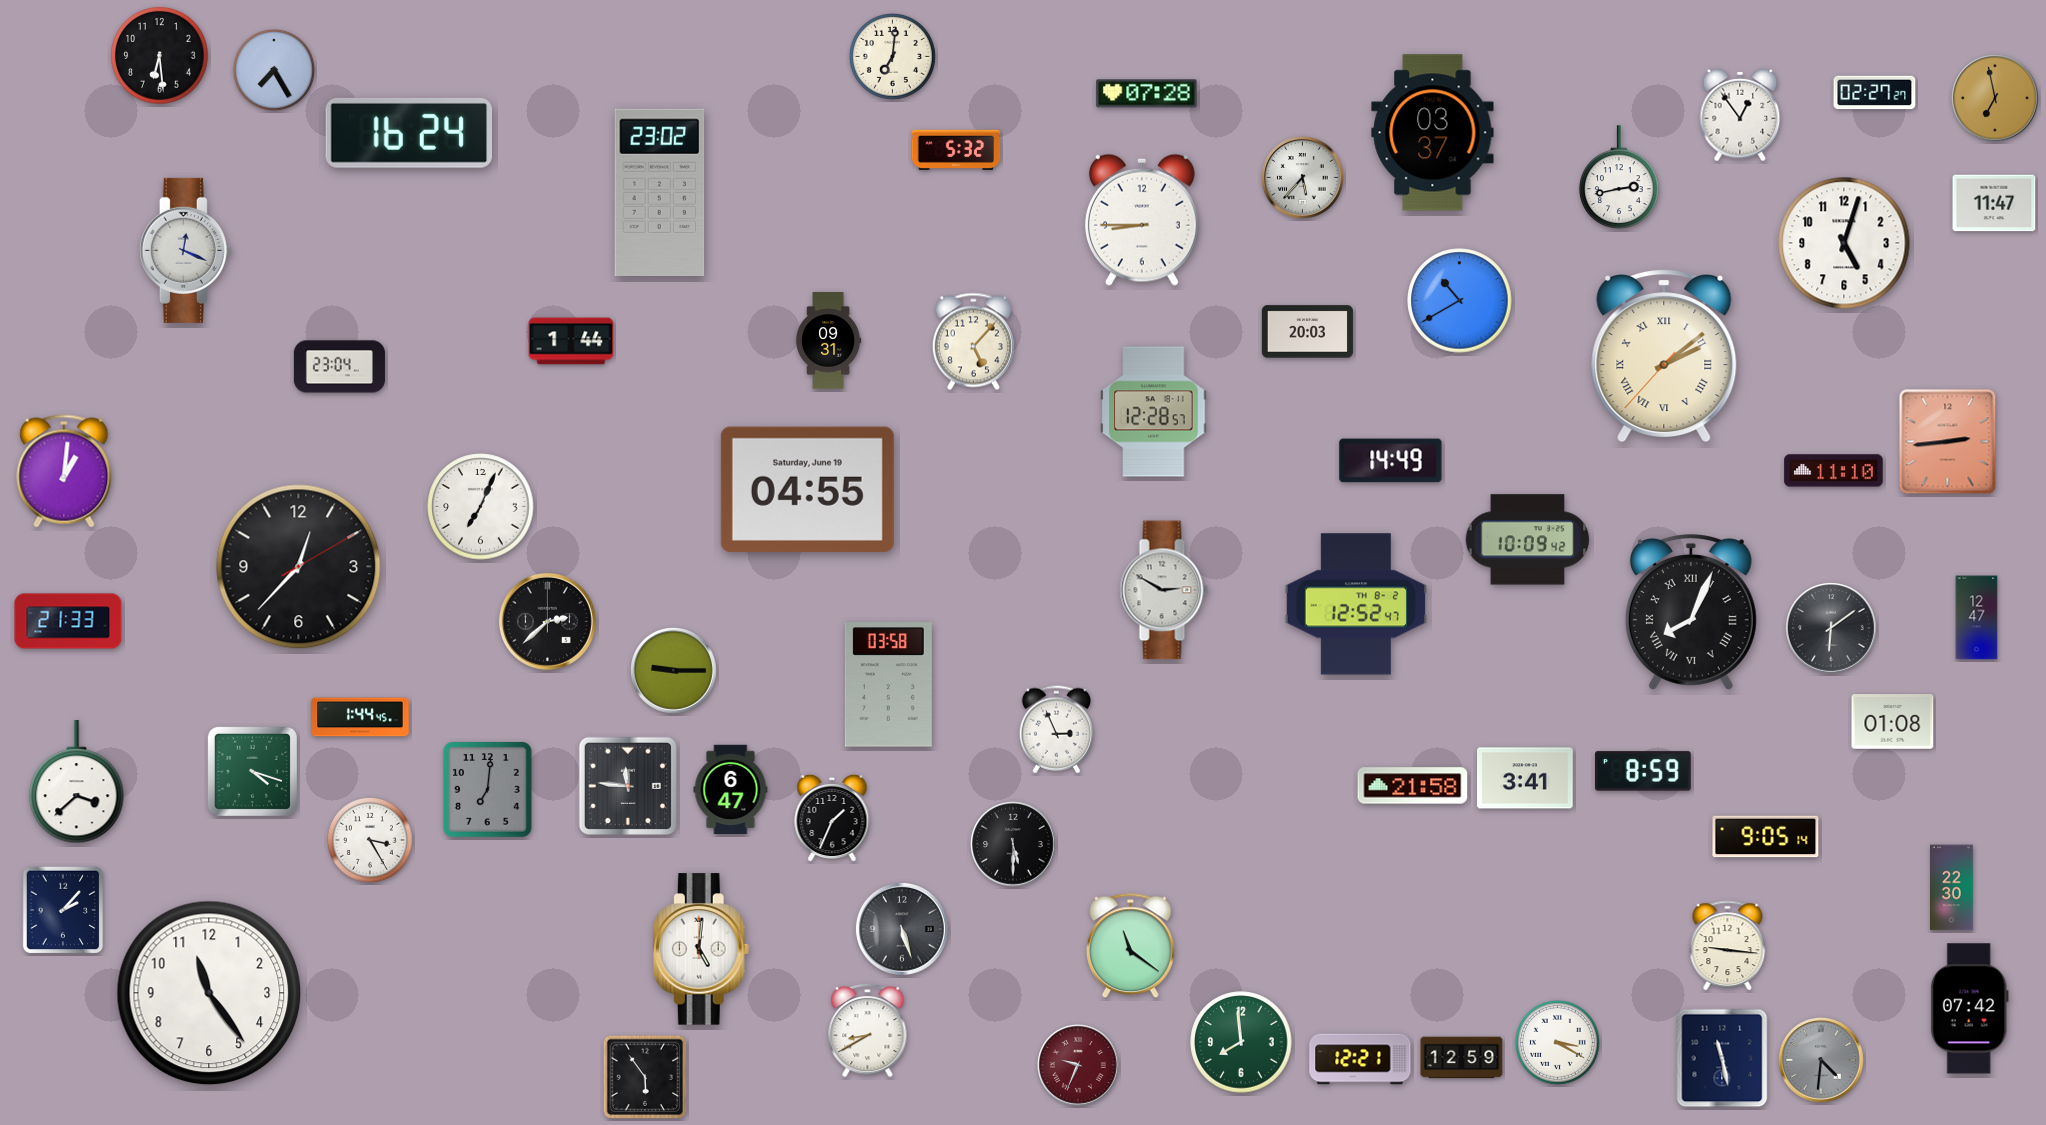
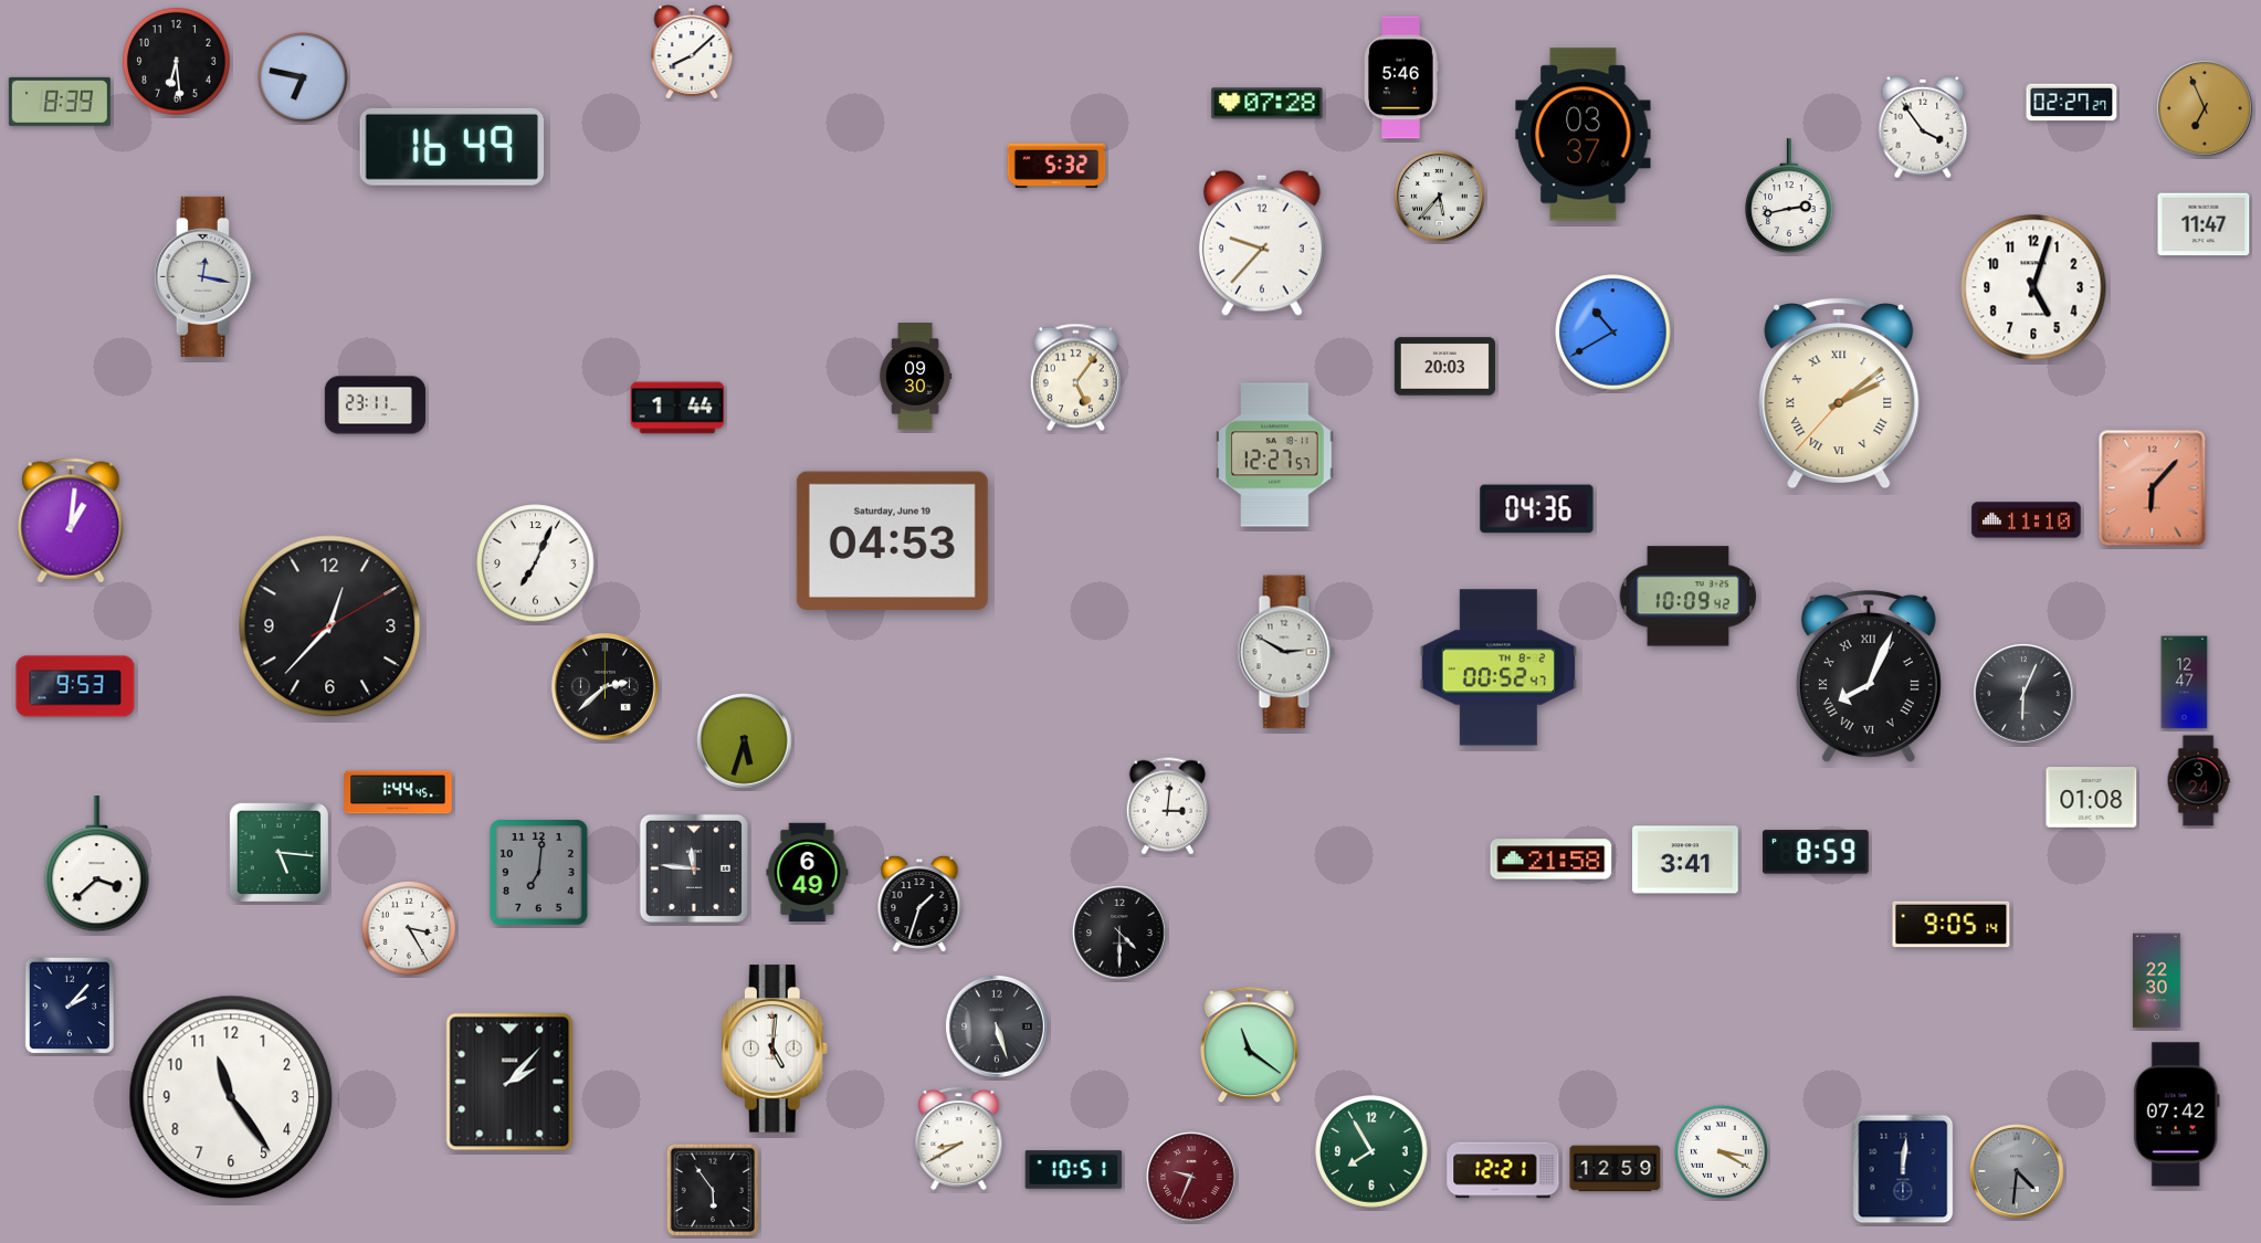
clock at (692, 52): none -> 8:08
clock at (892, 56): 7:01 -> none
clock at (274, 70): 7:25 -> 6:47
clock at (1401, 77): none -> 5:46
clock at (60, 102): none -> 8:39
clock at (1996, 99): 6:58 -> 6:56
clock at (1740, 115): 12:54 -> 3:54
clock at (409, 133): 16:24 -> 16:49
clock at (1433, 133) position: (1433, 133) -> (1584, 135)
clock at (660, 192): 23:02 -> none
clock at (1142, 220): 8:45 -> 9:37
clock at (1844, 243) position: (1844, 243) -> (2033, 287)
clock at (185, 250): 12:19 -> 12:17
clock at (571, 341) position: (571, 341) -> (677, 408)
clock at (828, 341): 09:31 -> 09:30
clock at (973, 342): 5:07 -> 5:06
clock at (339, 367): 23:04 -> 23:11
clock at (1154, 412): 12:28 -> 12:27
clock at (1948, 442): 2:44 -> 6:07
clock at (1391, 461): 14:49 -> 04:36
clock at (807, 489): 04:55 -> 04:53
clock at (481, 507) position: (481, 507) -> (536, 563)
clock at (1355, 604): 12:52 -> 00:52
clock at (68, 621): 21:33 -> 9:53
clock at (1832, 629): 6:09 -> 6:04
clock at (674, 671): 9:15 -> 5:33
clock at (888, 685): 03:58 -> none
clock at (2198, 781): none -> 3:24
clock at (1056, 730): 2:56 -> 3:01
clock at (252, 771): 4:18 -> 5:16
clock at (77, 783) position: (77, 783) -> (97, 865)
clock at (1413, 786) position: (1413, 786) -> (1552, 860)
clock at (731, 790): 6:47 -> 6:49
clock at (832, 818): 1:34 -> 1:33
clock at (1013, 844): 5:30 -> 4:30
clock at (1728, 946): 9:16 -> none
clock at (509, 1082): none -> 2:07
clock at (1241, 1042): 7:59 -> 7:55
clock at (1722, 1058): 11:28 -> 12:01
clock at (1074, 1170): none -> 10:51
clock at (1821, 1060) position: (1821, 1060) -> (2017, 1171)
